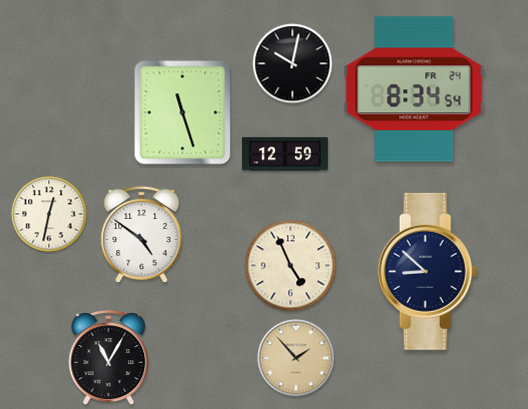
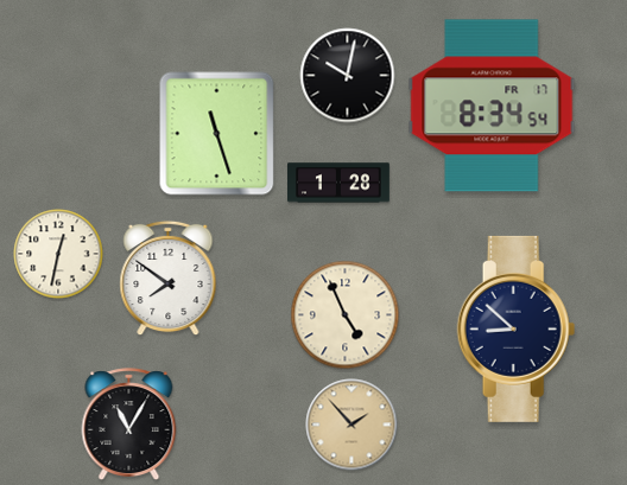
clock at (414, 89) date: FR 24 -> FR 17
clock at (286, 154): 12:59 -> 1:28
clock at (142, 235): 4:51 -> 7:51
clock at (428, 271) position: (428, 271) -> (517, 328)
